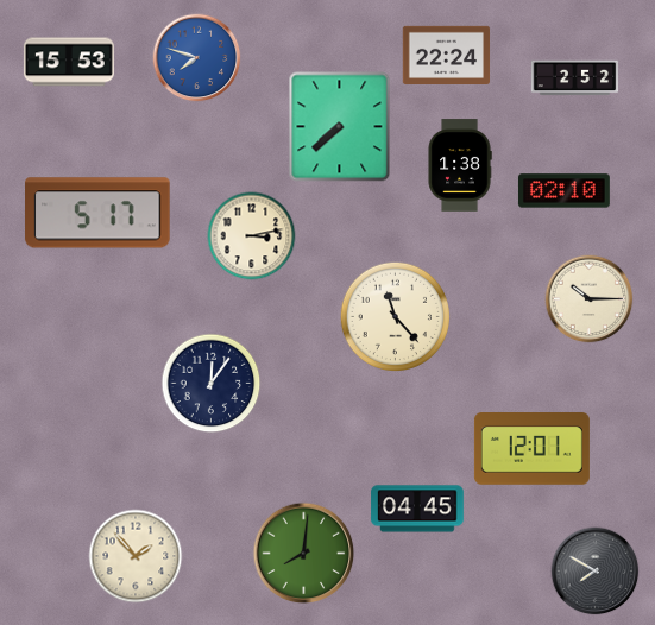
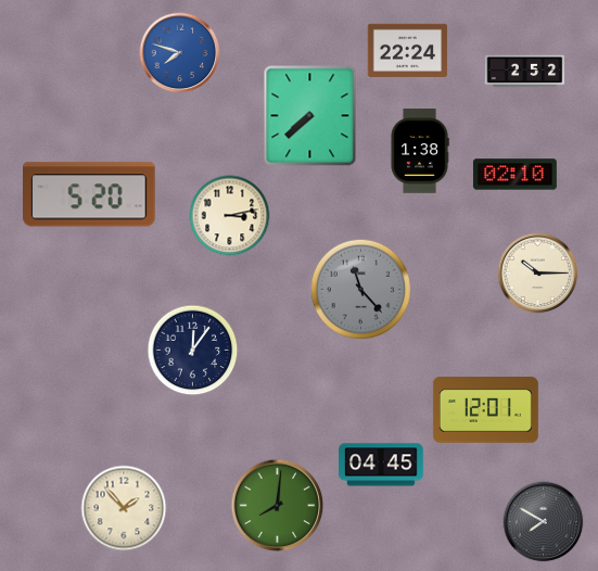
clock at (69, 62): 15:53 -> none
clock at (99, 213): 5:17 -> 5:20
clock at (395, 316) dial: cream -> grey
